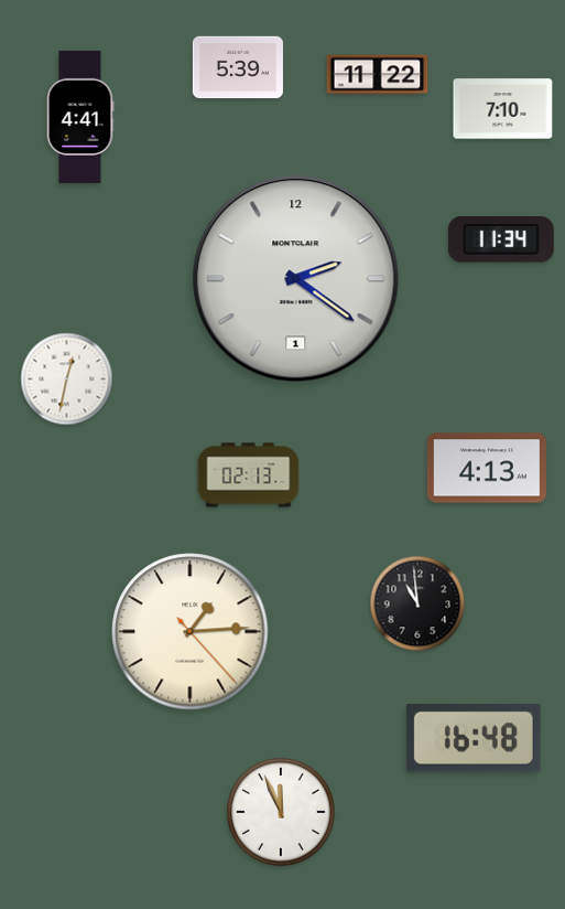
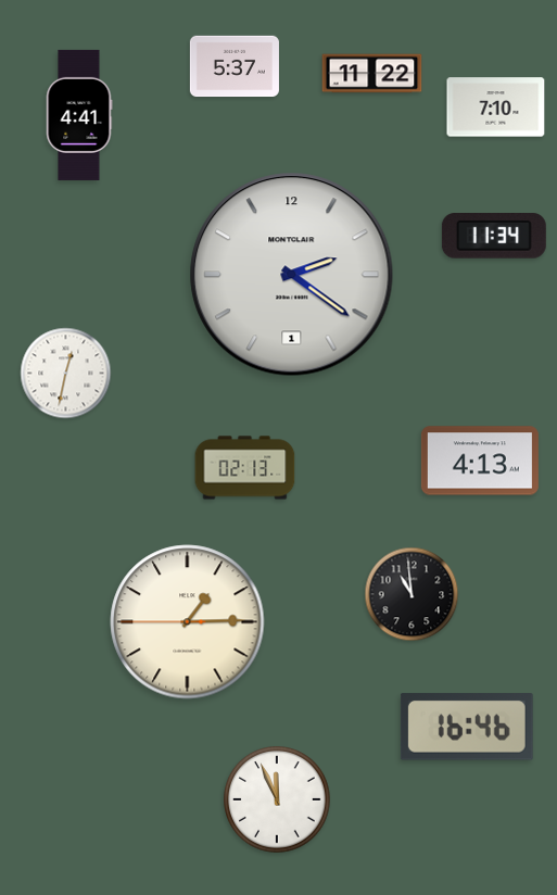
clock at (238, 67): 5:39 -> 5:37
clock at (191, 632): 1:14:23 -> 1:14:45
clock at (474, 738): 16:48 -> 16:46
